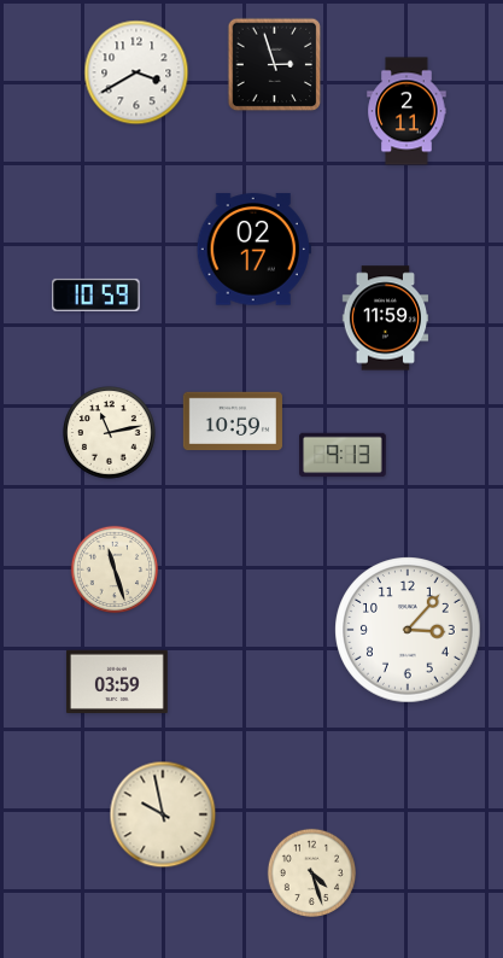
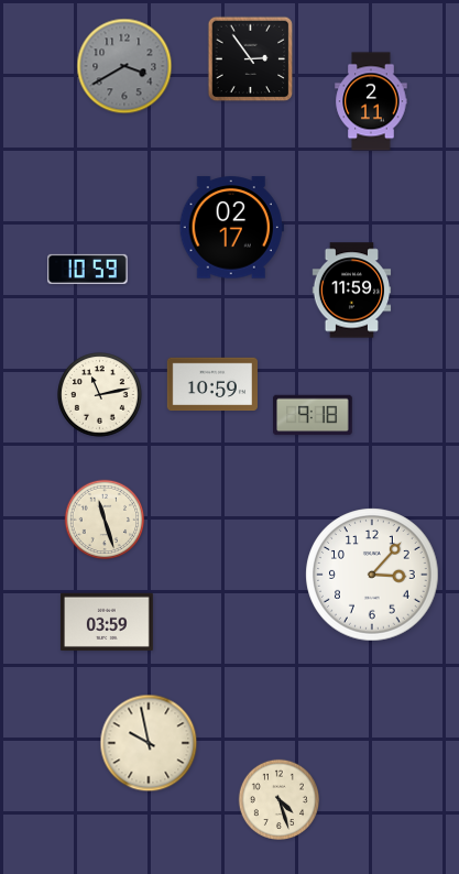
clock at (275, 65): 2:57 -> 2:54
clock at (136, 72) dial: white -> grey
clock at (343, 455): 9:13 -> 9:18
clock at (311, 872) position: (311, 872) -> (278, 799)
